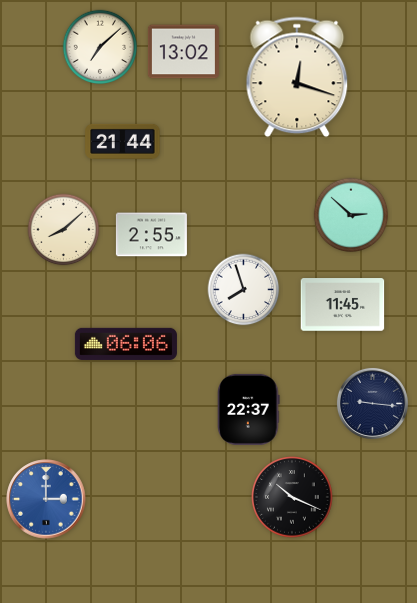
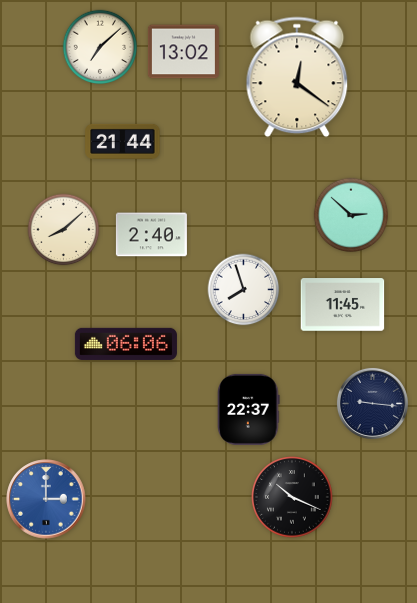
clock at (297, 77): 12:18 -> 12:21
clock at (151, 235): 2:55 -> 2:40
